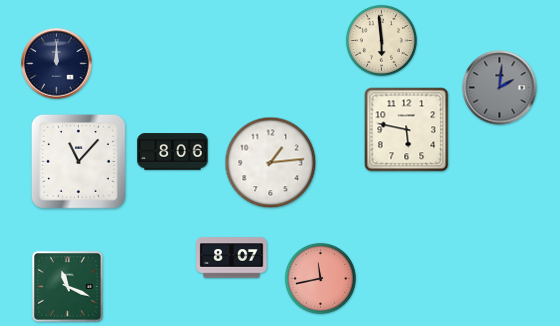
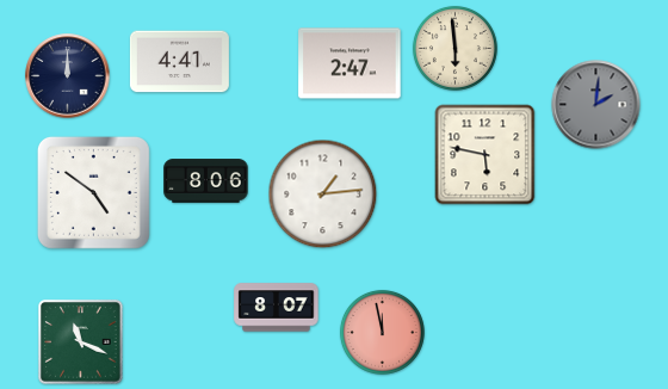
clock at (179, 62): none -> 4:41
clock at (350, 63): none -> 2:47
clock at (78, 161): 11:07 -> 4:51
clock at (320, 278): 11:43 -> 11:58
